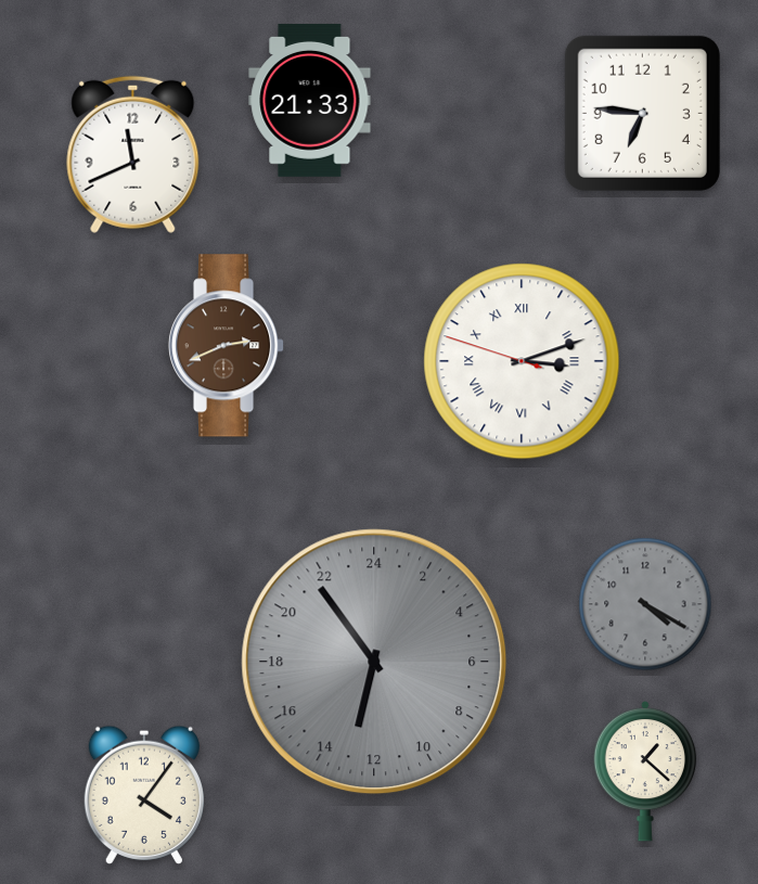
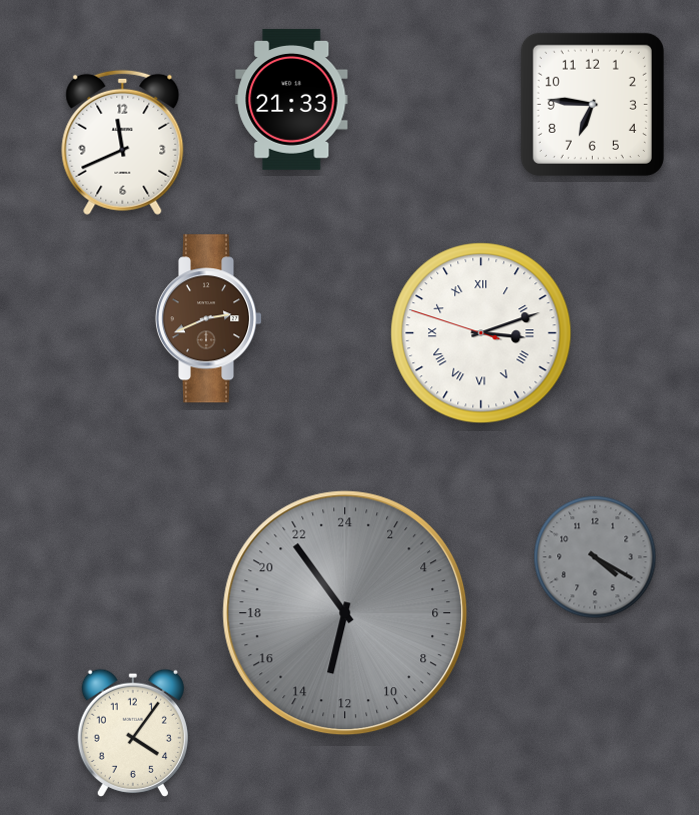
clock at (310, 100) position: (310, 100) -> (292, 99)
clock at (374, 662) position: (374, 662) -> (345, 613)
clock at (645, 771): 1:22 -> none
